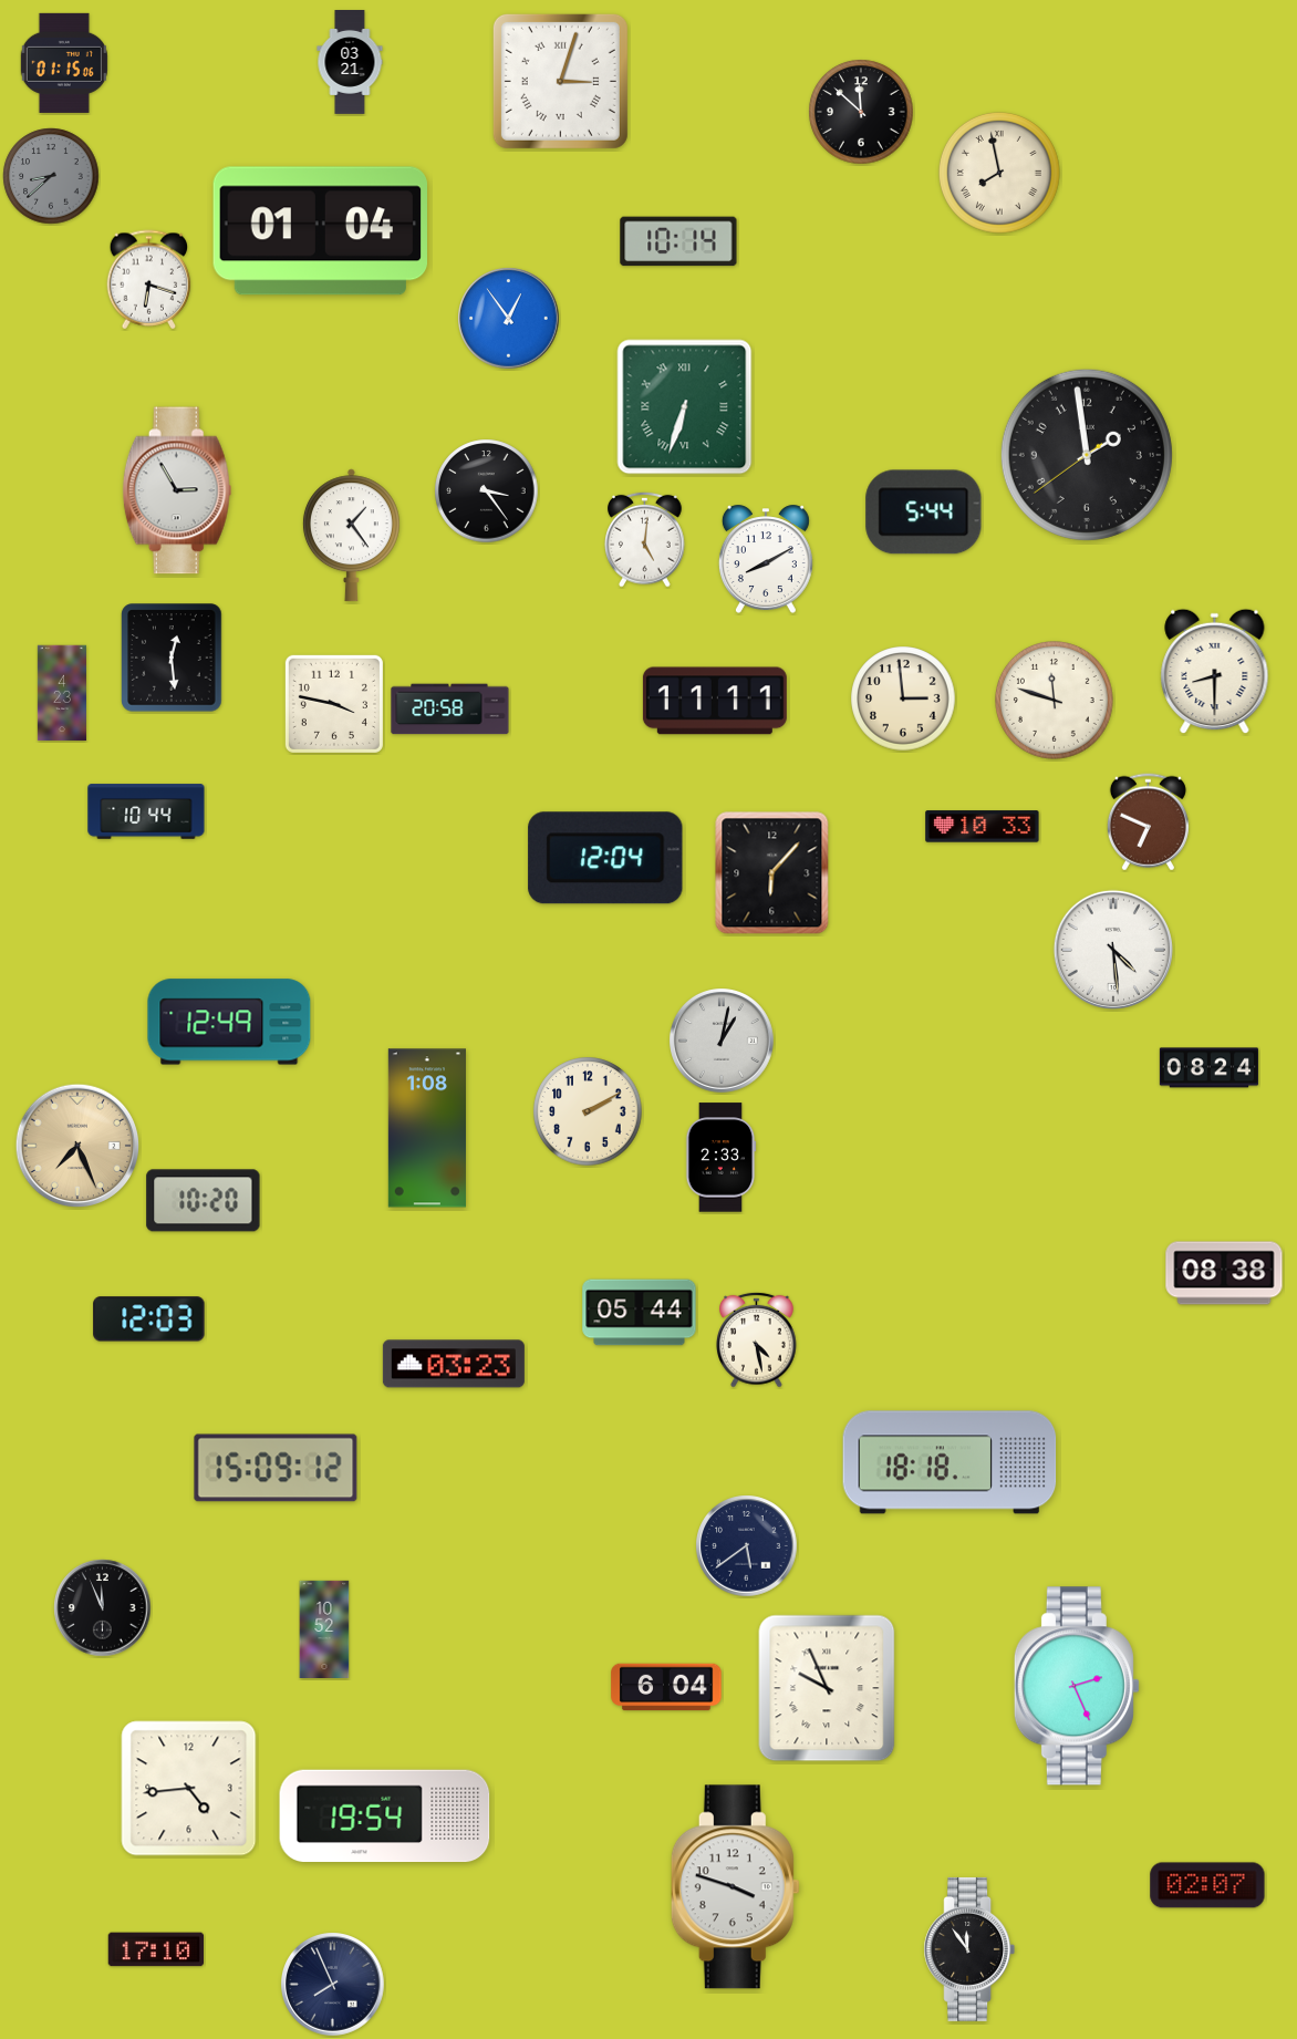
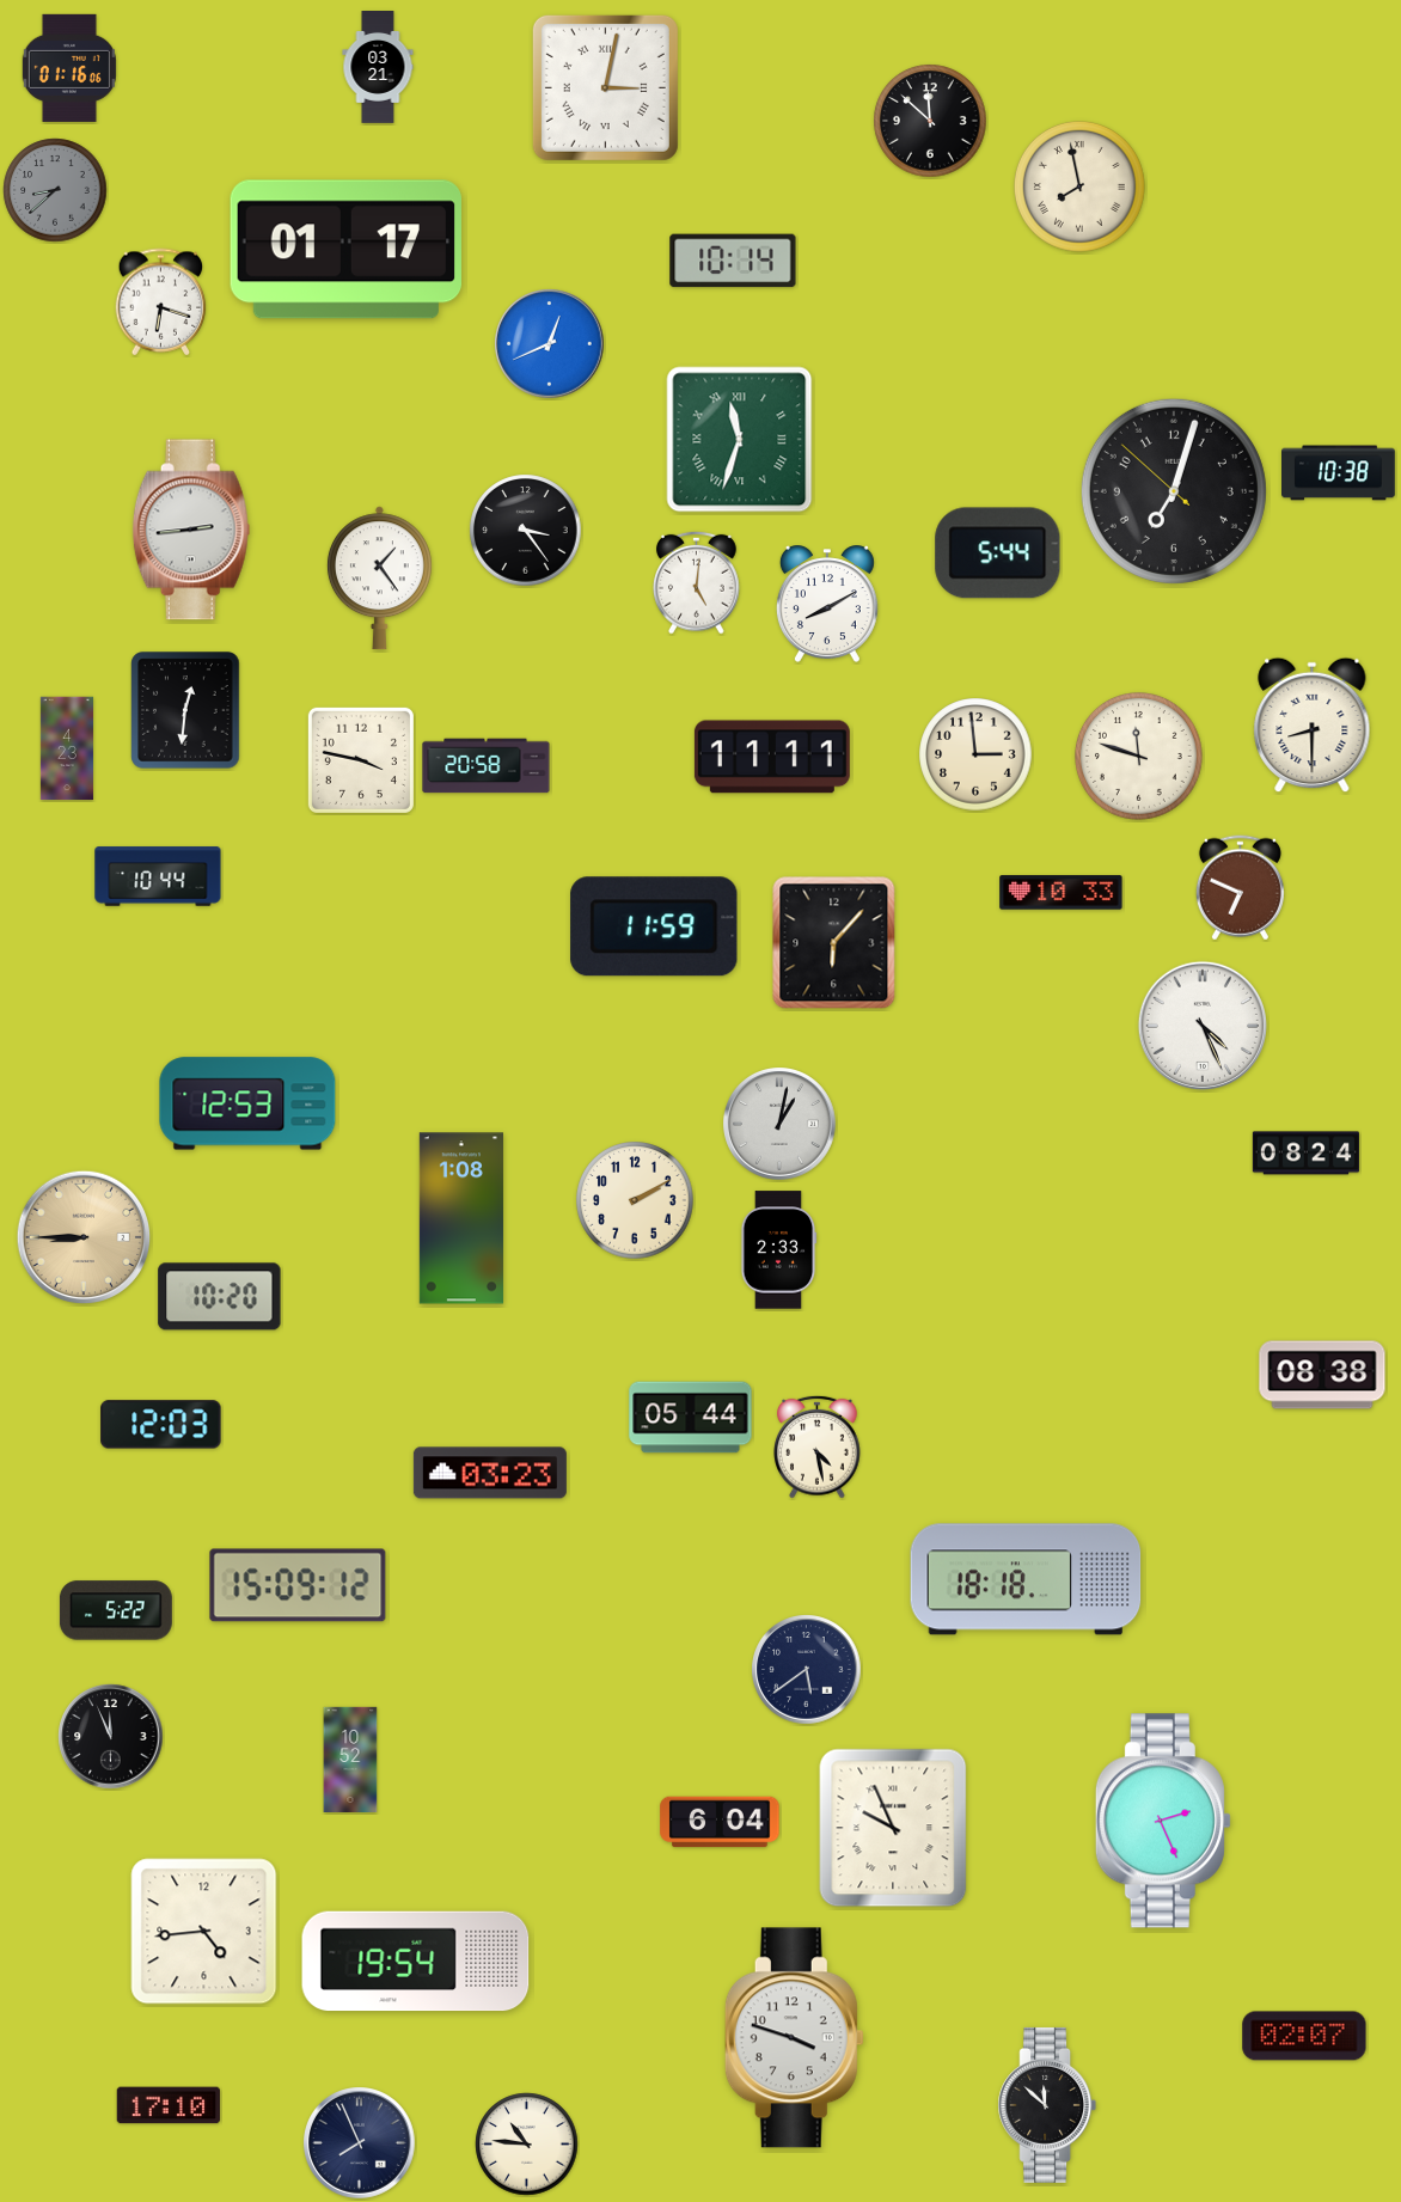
clock at (64, 63): 01:15 -> 01:16
clock at (560, 81): 3:03 -> 3:02
clock at (321, 231): 01:04 -> 01:17
clock at (509, 319): 12:54 -> 12:41
clock at (685, 407): 6:33 -> 11:33
clock at (1339, 473): none -> 10:38
clock at (1087, 455): 1:58 -> 7:02
clock at (177, 490): 2:55 -> 2:44
clock at (172, 658): 12:29 -> 12:31
clock at (605, 858): 12:04 -> 11:59
clock at (1113, 950): 4:29 -> 4:26
clock at (229, 1022): 12:49 -> 12:53
clock at (77, 1146): 7:26 -> 8:45
clock at (116, 1610): none -> 5:22
clock at (827, 1688) position: (827, 1688) -> (893, 1828)
clock at (969, 1949): 11:54 -> 11:52
clock at (527, 2145): none -> 10:46
